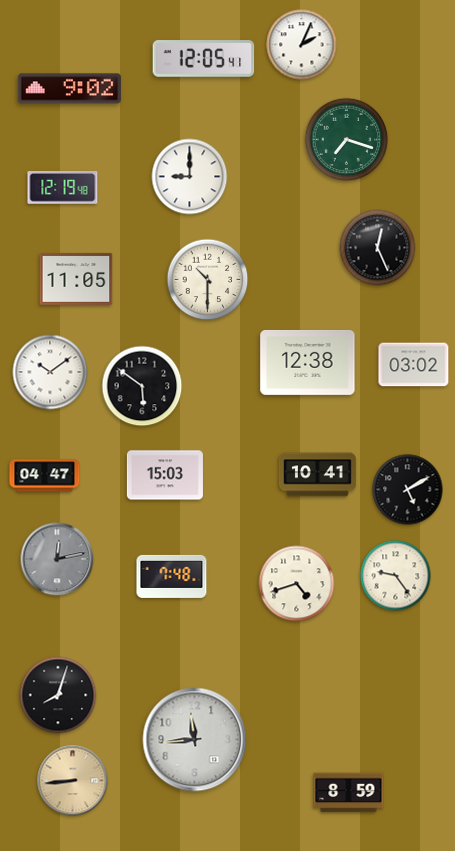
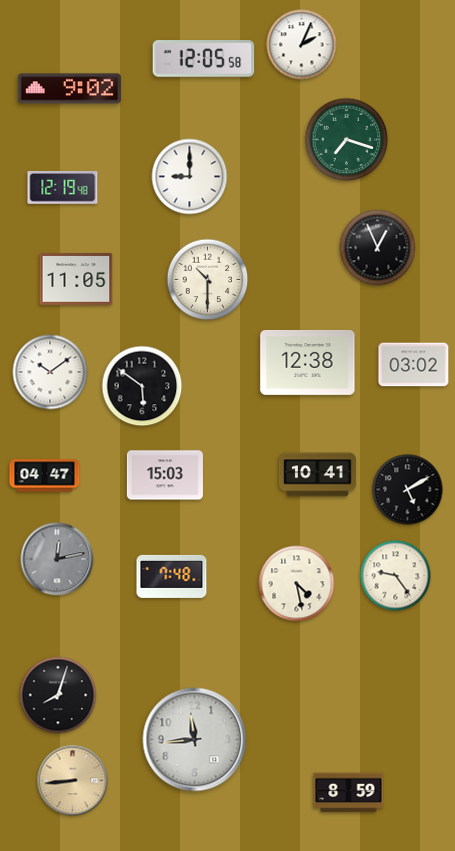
clock at (204, 59): 12:05:41 -> 12:05:58
clock at (378, 248): 12:26 -> 12:56
clock at (297, 584): 4:42 -> 4:28
